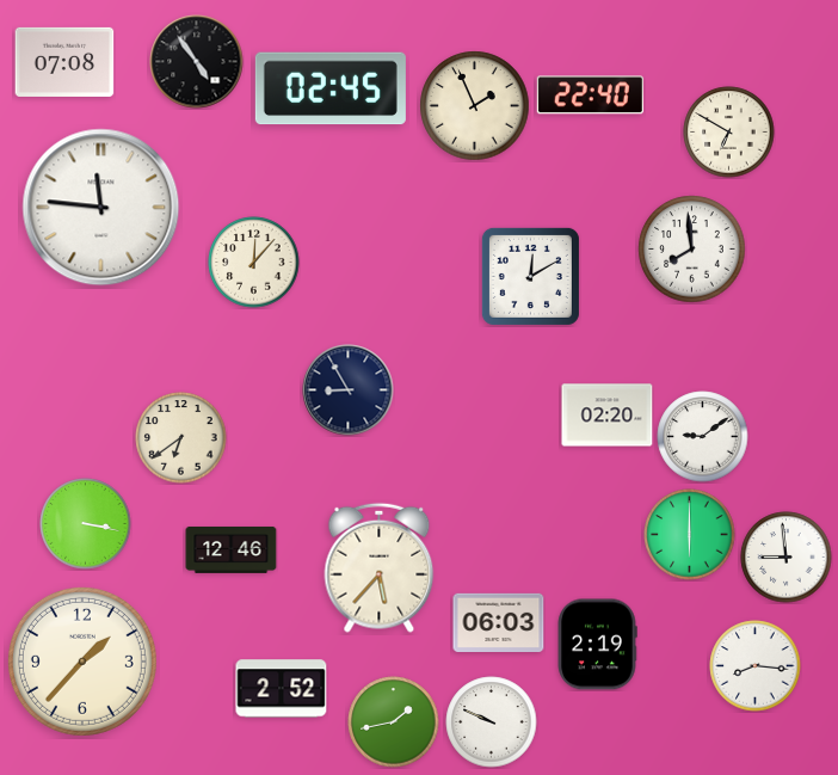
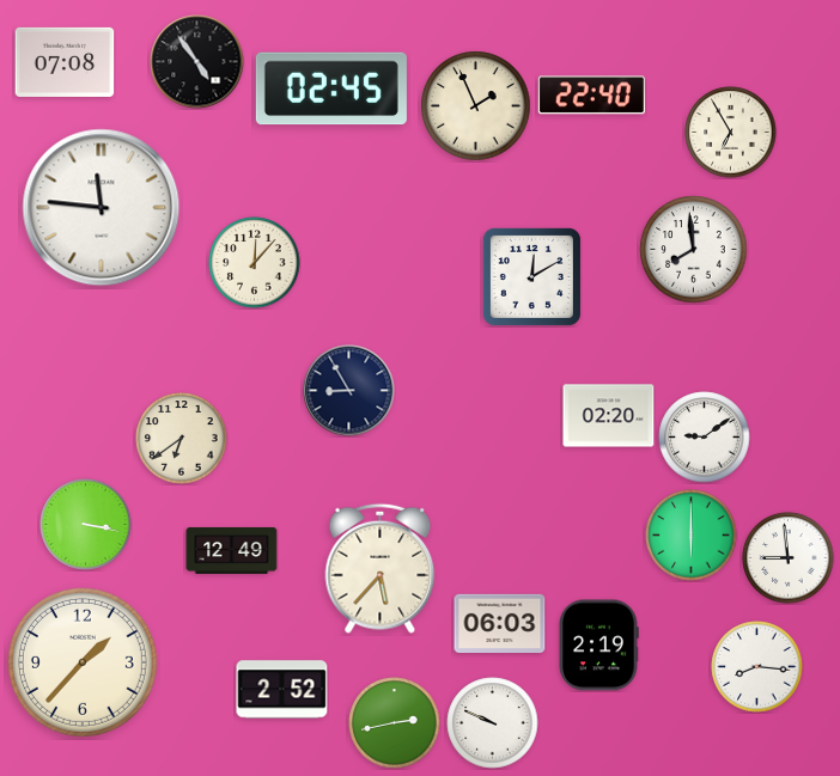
clock at (729, 133): 6:50 -> 6:55
clock at (232, 549): 12:46 -> 12:49
clock at (394, 722): 1:43 -> 2:43
